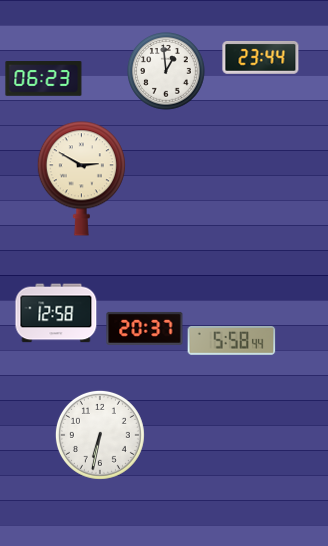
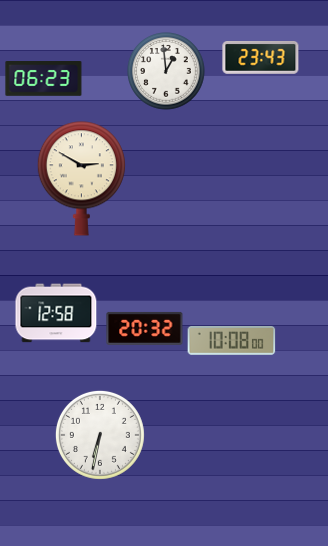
clock at (261, 58): 23:44 -> 23:43
clock at (145, 328): 20:37 -> 20:32
clock at (232, 340): 5:58 -> 10:08
